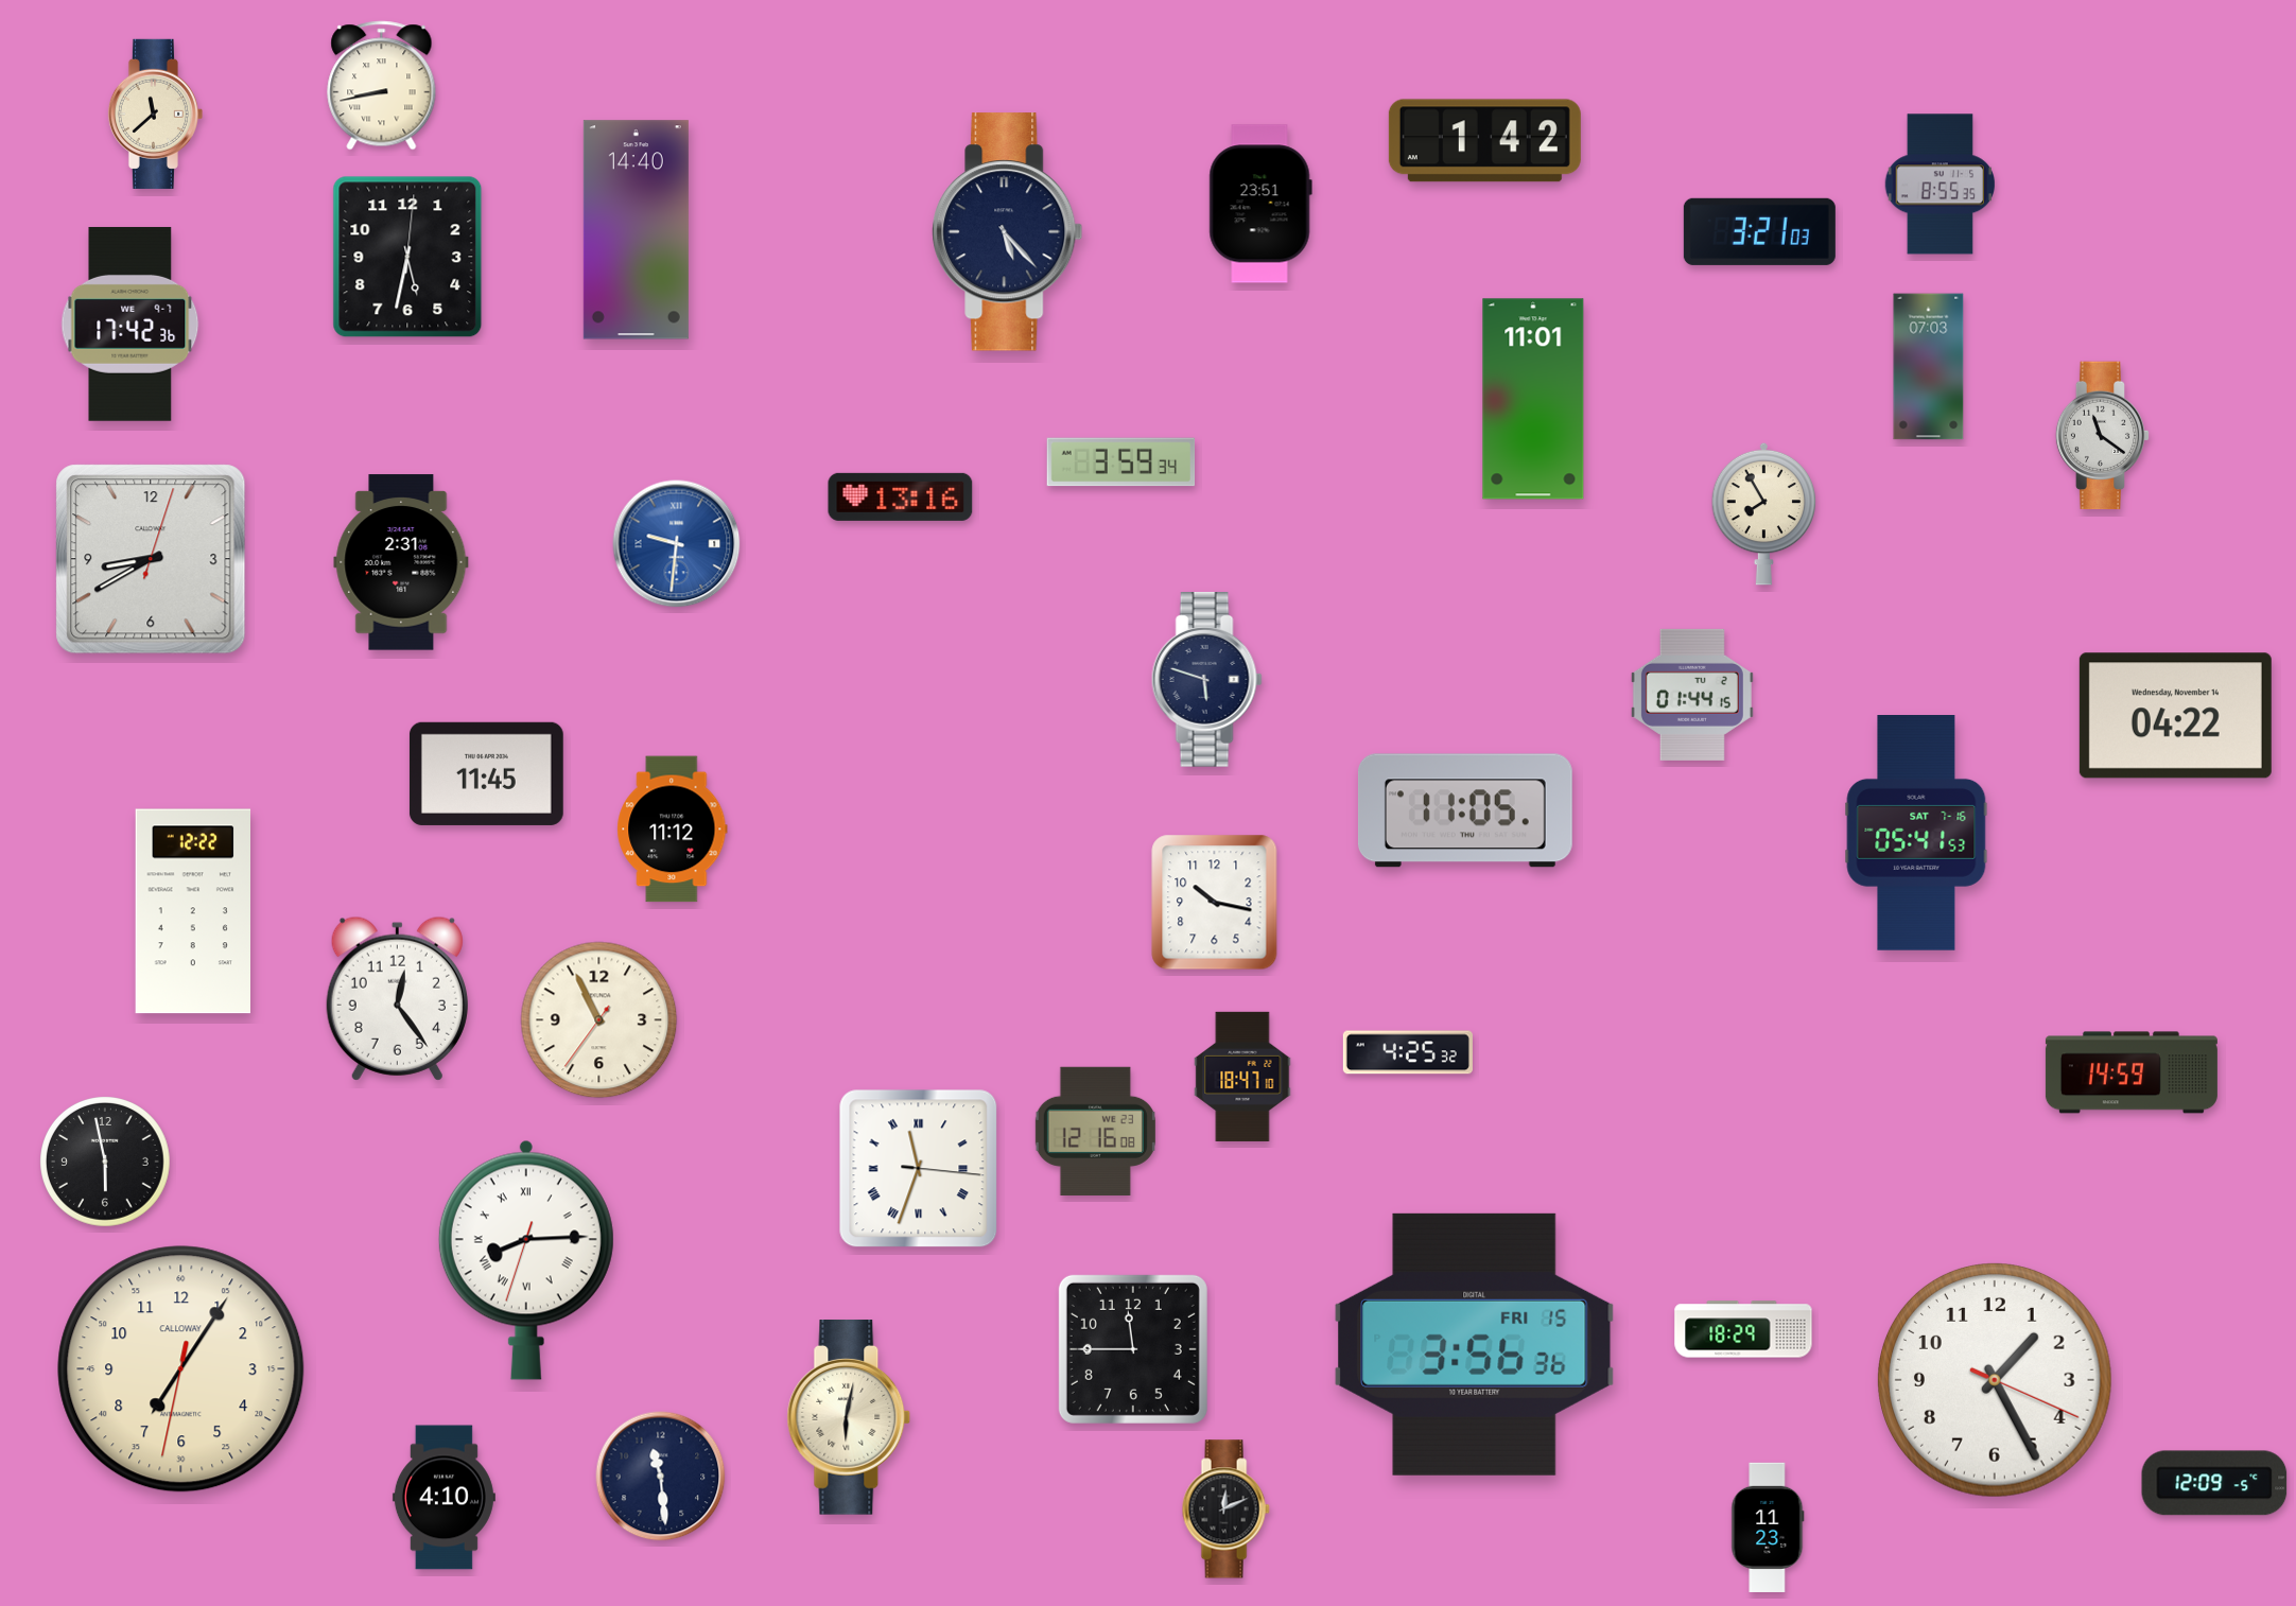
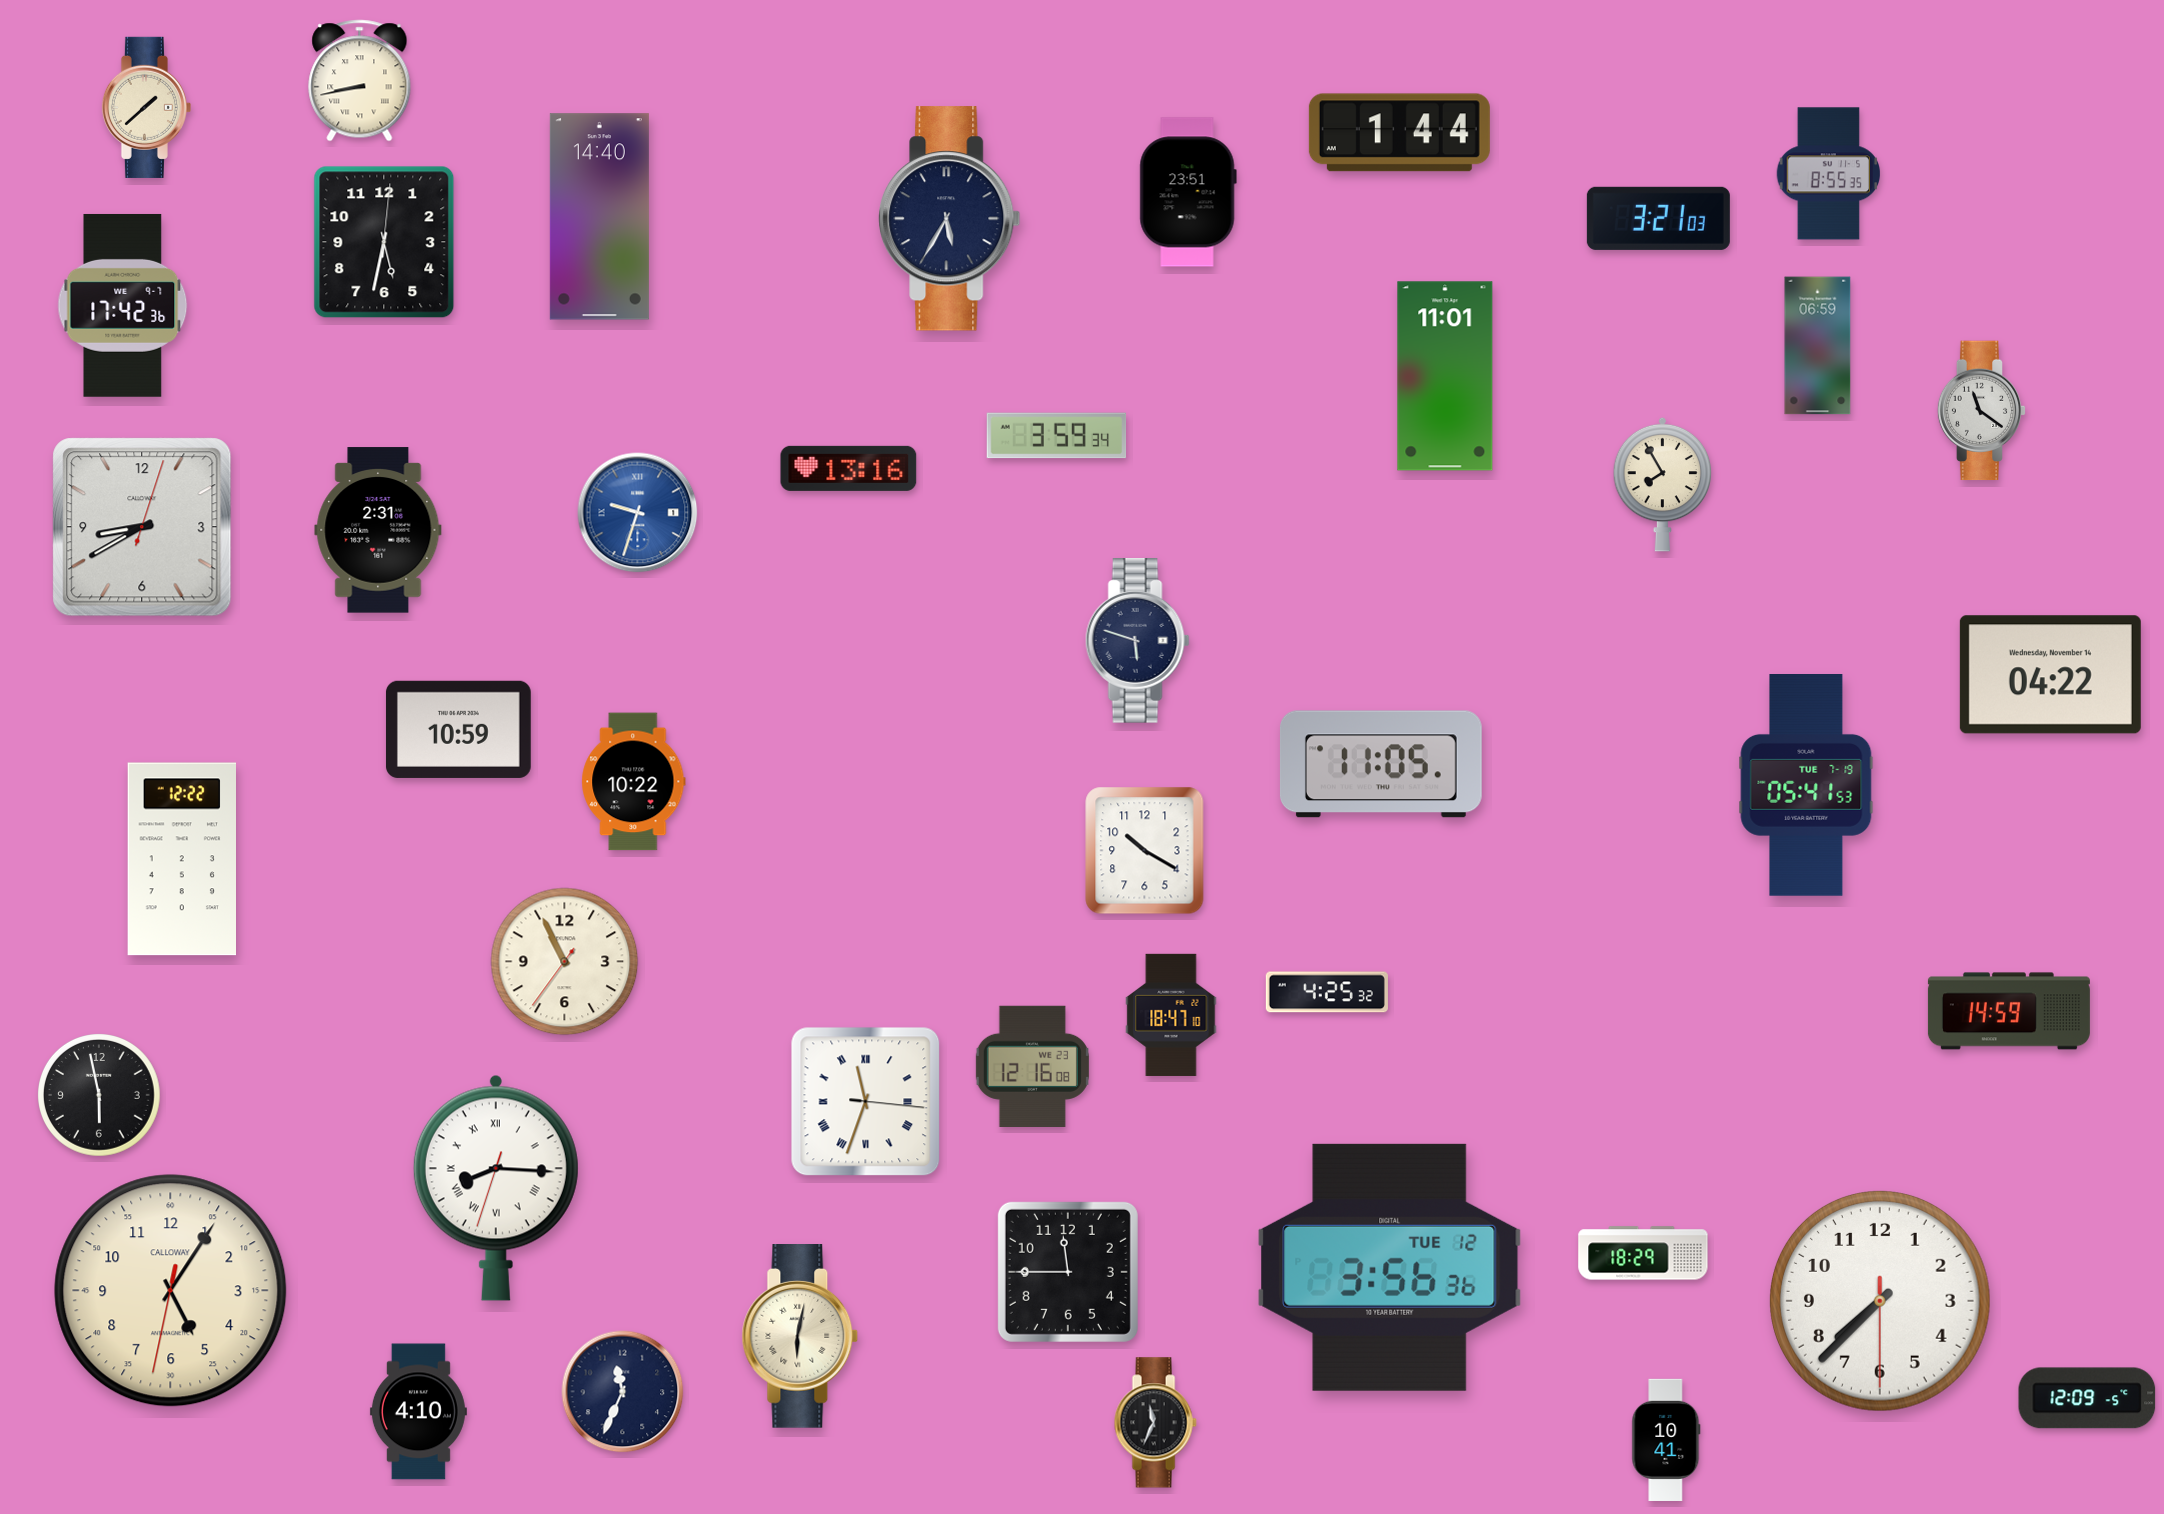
clock at (155, 114): 11:38 -> 1:38
clock at (1484, 141): 1:42 -> 1:44
clock at (1008, 232): 5:23 -> 5:35
clock at (1929, 367): 07:03 -> 06:59
clock at (677, 544): 9:31 -> 9:33
clock at (1692, 695): 01:44 -> none
clock at (486, 773): 11:45 -> 10:59
clock at (673, 830): 11:12 -> 10:22
clock at (1916, 833) date: SAT 7-16 -> TUE 7-19
clock at (1215, 903): 10:17 -> 10:20
clock at (397, 998): 12:24 -> none
clock at (526, 1260): 8:14 -> 8:15
clock at (1475, 1344) date: FRI 15 -> TUE 12
clock at (181, 1369): 7:05 -> 5:05
clock at (1996, 1381): 1:25 -> 7:37
clock at (661, 1477): 11:29 -> 11:34
clock at (1225, 1509): 12:11 -> 11:34
clock at (1768, 1528): 11:23 -> 10:41
